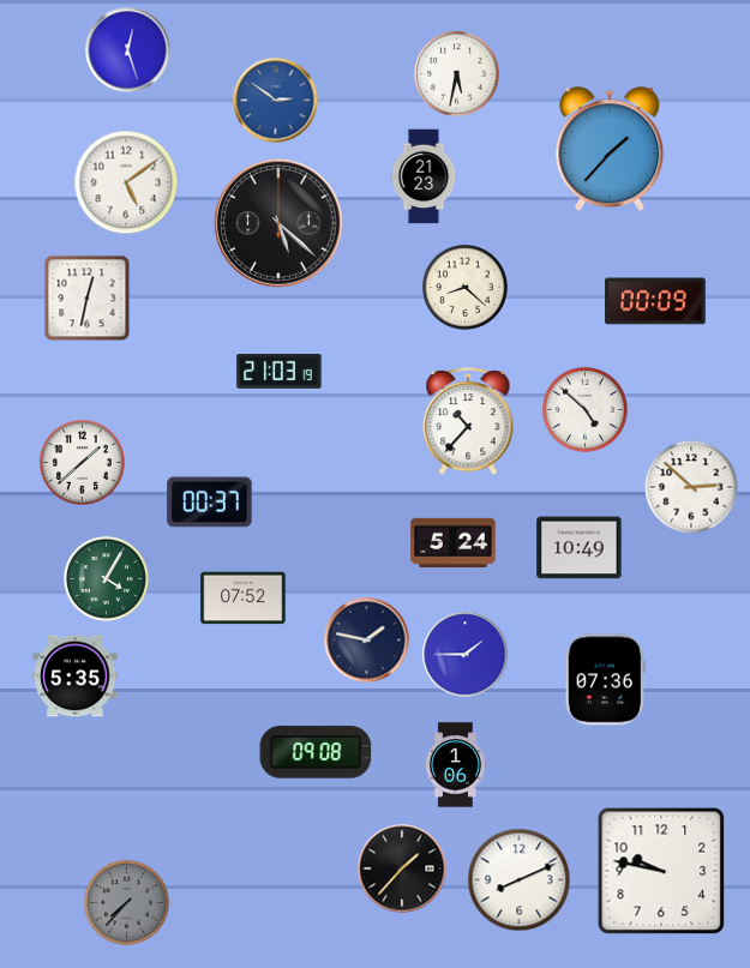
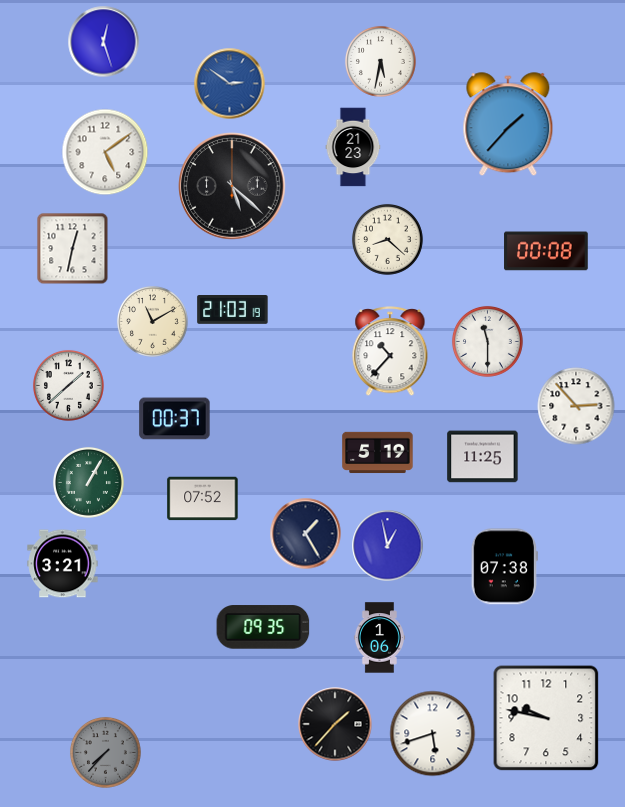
clock at (128, 50) position: (128, 50) -> (104, 42)
clock at (655, 301): 00:09 -> 00:08
clock at (152, 321): none -> 11:10
clock at (584, 409): 4:52 -> 11:30
clock at (691, 487): 2:52 -> 2:53
clock at (454, 543): 5:24 -> 5:19
clock at (580, 548): 10:49 -> 11:25
clock at (106, 578): 4:05 -> 1:05
clock at (367, 641): 1:47 -> 1:25
clock at (466, 655): 1:45 -> 12:58
clock at (76, 677): 5:35 -> 3:21
clock at (605, 680): 07:36 -> 07:38
clock at (316, 752): 09:08 -> 09:35
clock at (661, 871) position: (661, 871) -> (546, 718)
clock at (520, 880): 8:11 -> 5:42
